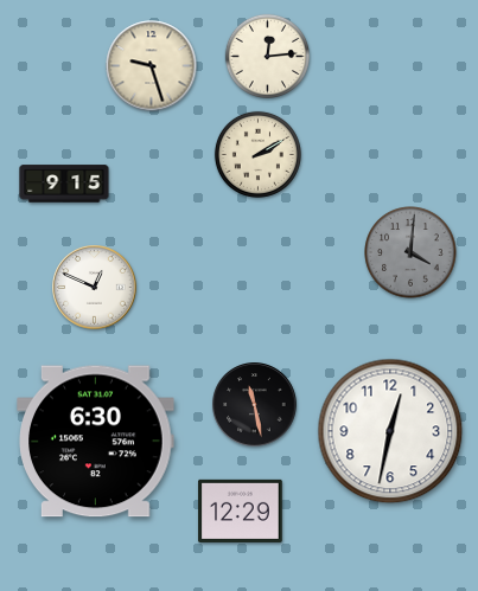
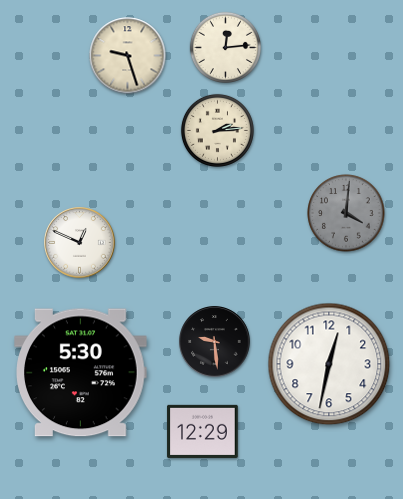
clock at (257, 154): 2:10 -> 2:14
clock at (64, 184): 9:15 -> none
clock at (255, 405): 11:28 -> 9:29
clock at (96, 442): 6:30 -> 5:30
